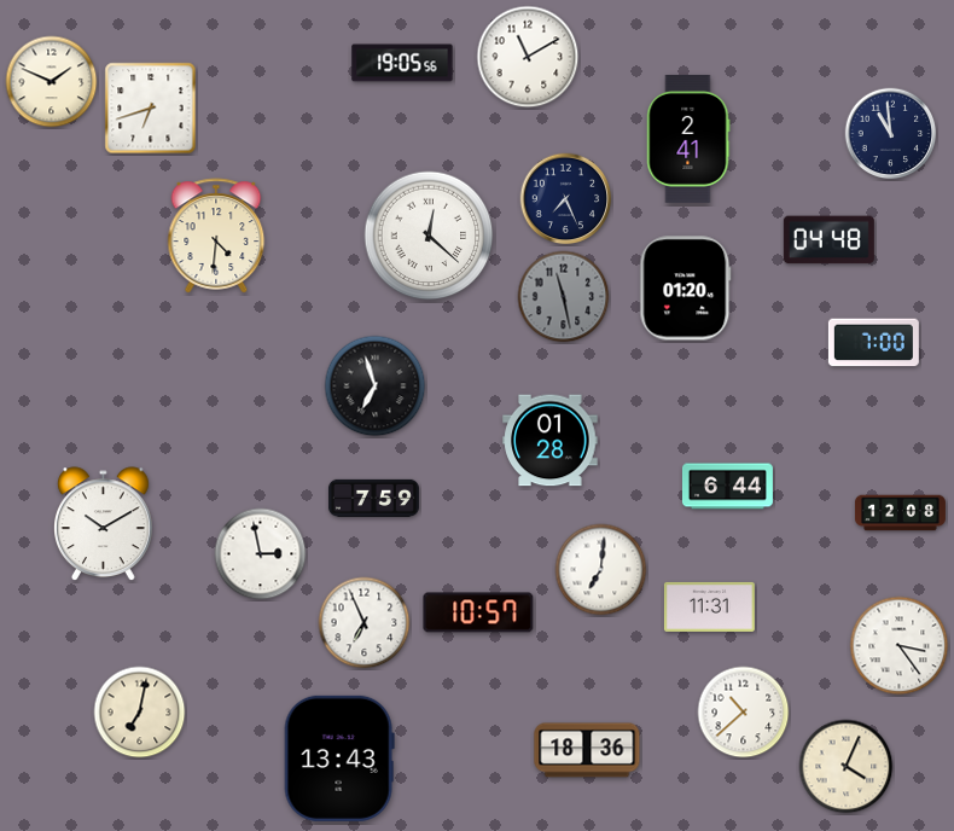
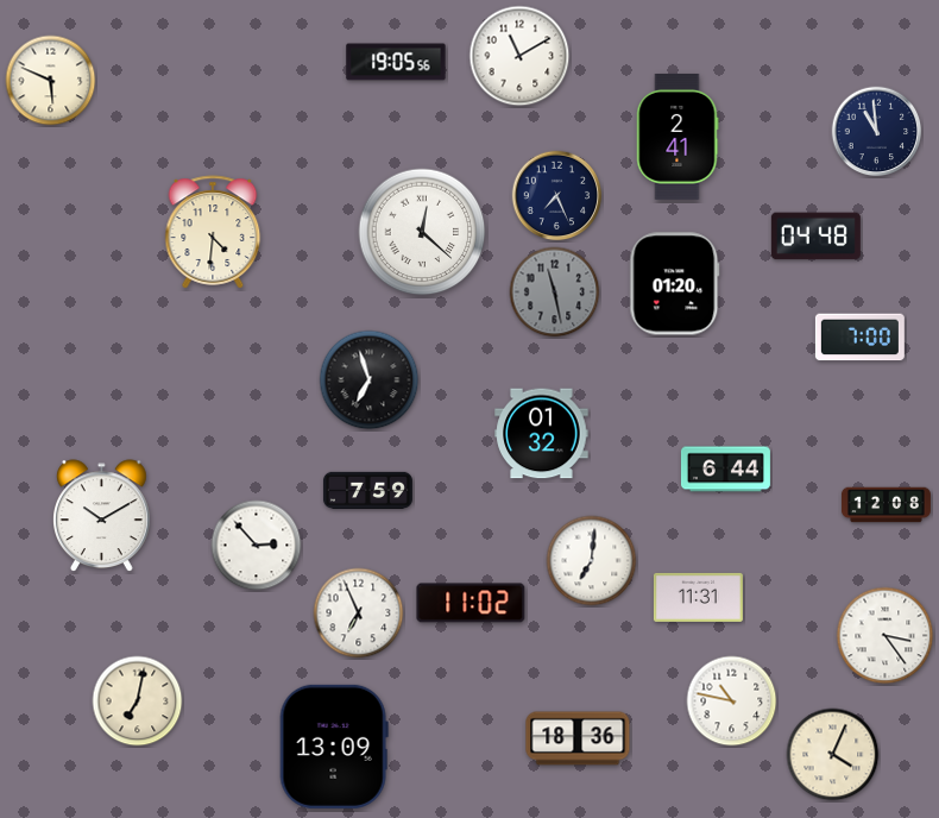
clock at (52, 82): 1:49 -> 5:49
clock at (151, 109): 6:42 -> none
clock at (551, 441): 01:28 -> 01:32
clock at (727, 487) position: (727, 487) -> (725, 470)
clock at (261, 554): 2:58 -> 2:53
clock at (478, 612): 10:57 -> 11:02
clock at (744, 713): 10:38 -> 10:47
clock at (339, 759): 13:43 -> 13:09
